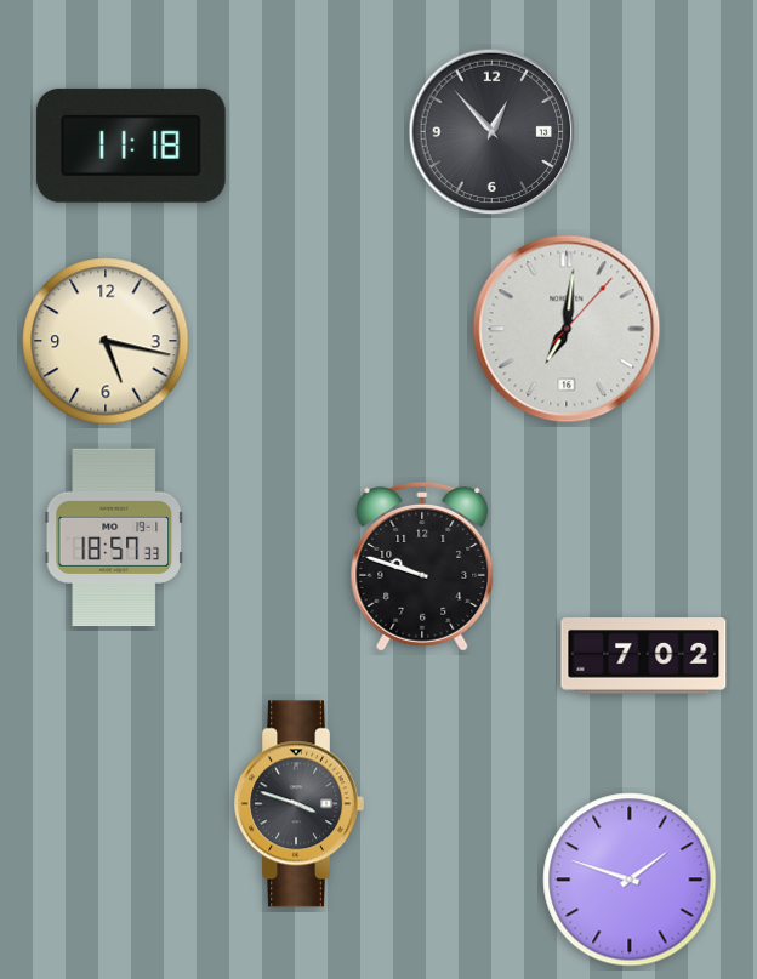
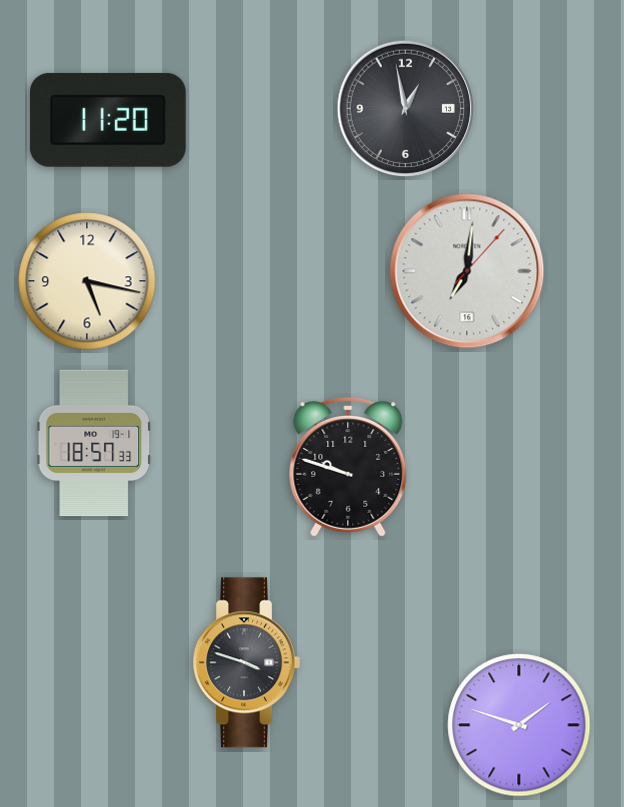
clock at (493, 132): 12:53 -> 12:58
clock at (131, 146): 11:18 -> 11:20
clock at (644, 656): 7:02 -> none
